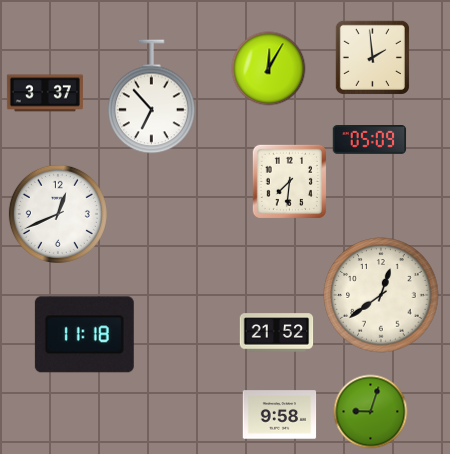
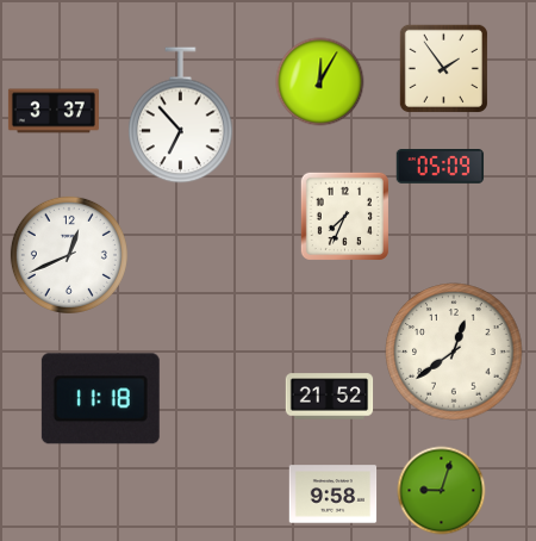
clock at (372, 57): 1:59 -> 1:54
clock at (289, 181): 7:31 -> 7:34
